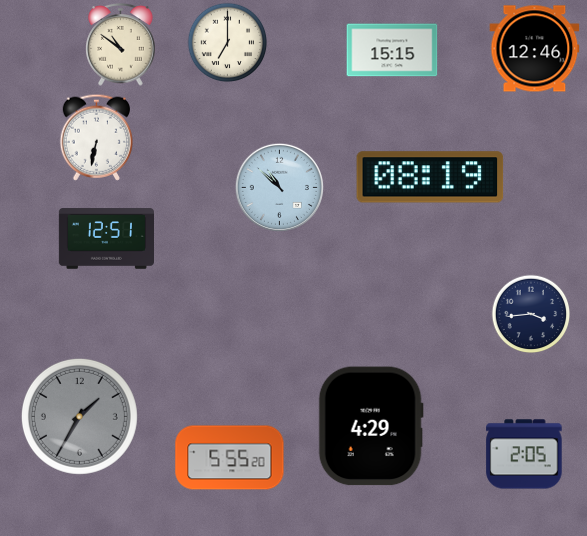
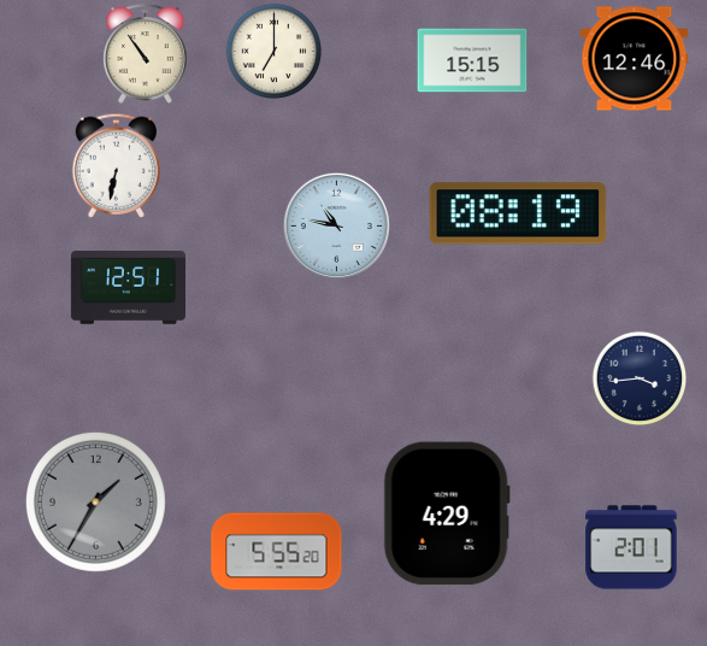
clock at (121, 45): 10:51 -> 10:54
clock at (535, 49) position: (535, 49) -> (635, 59)
clock at (279, 187): 10:52 -> 10:47
clock at (524, 454): 2:05 -> 2:01
